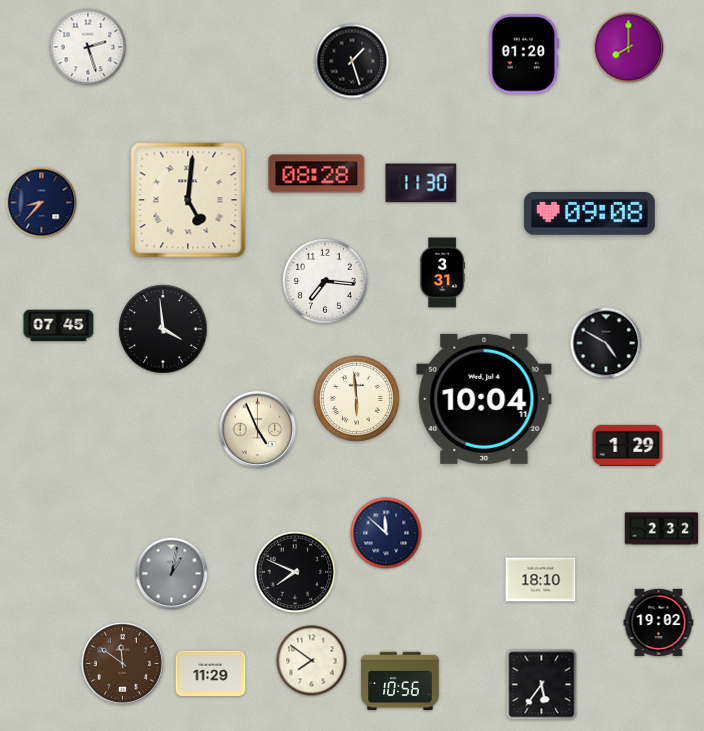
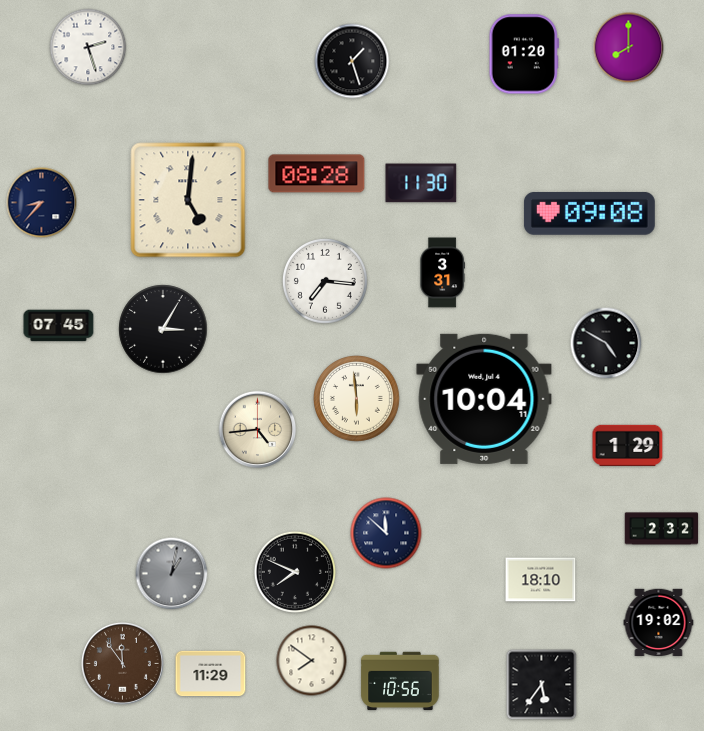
clock at (163, 329): 3:59 -> 3:05
clock at (258, 430): 4:56 -> 4:44
clock at (122, 663): 11:51 -> 11:54
